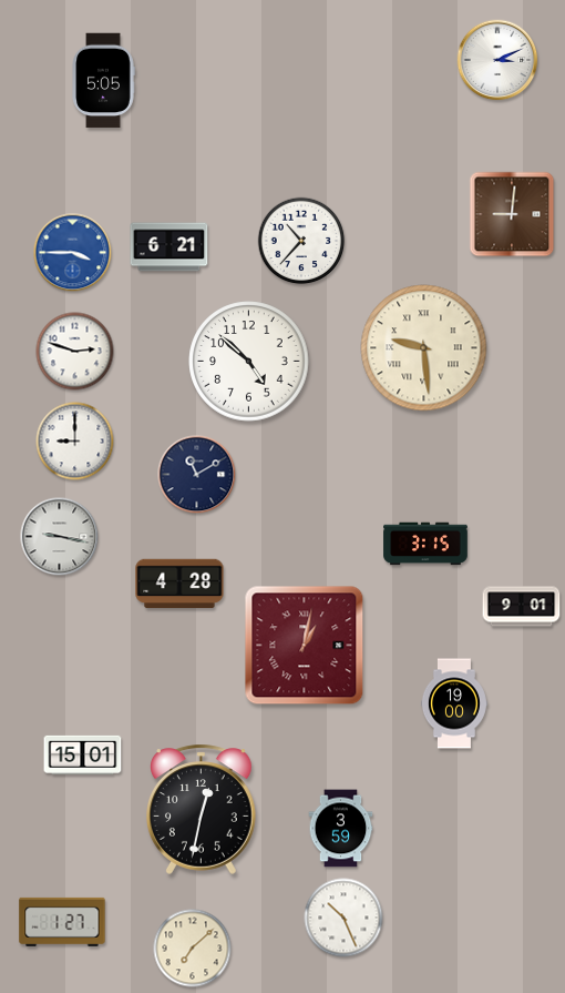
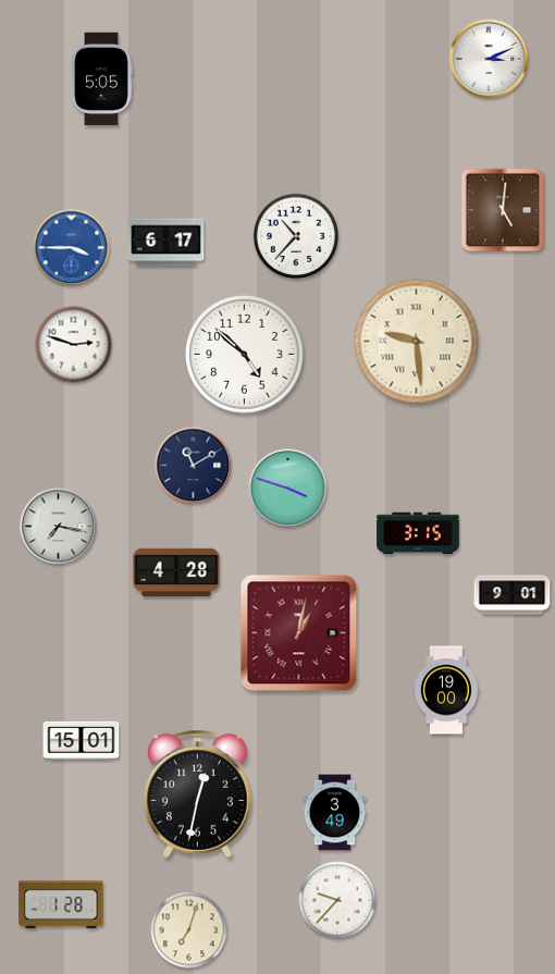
clock at (512, 214): 9:01 -> 5:01
clock at (169, 247): 6:21 -> 6:17
clock at (75, 442): 9:00 -> none
clock at (288, 489): none -> 3:48
clock at (60, 537): 9:17 -> 7:17
clock at (341, 829): 3:59 -> 3:49
clock at (343, 918): 10:26 -> 9:37
clock at (62, 922): 1:27 -> 1:28
clock at (193, 949): 7:08 -> 7:03
